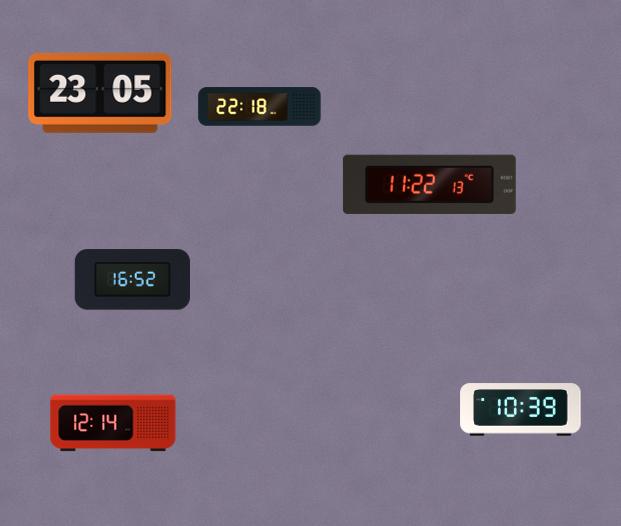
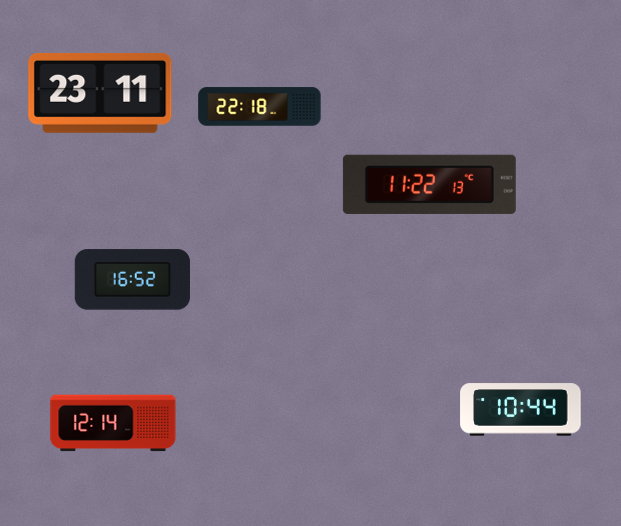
clock at (100, 93): 23:05 -> 23:11
clock at (521, 410): 10:39 -> 10:44
